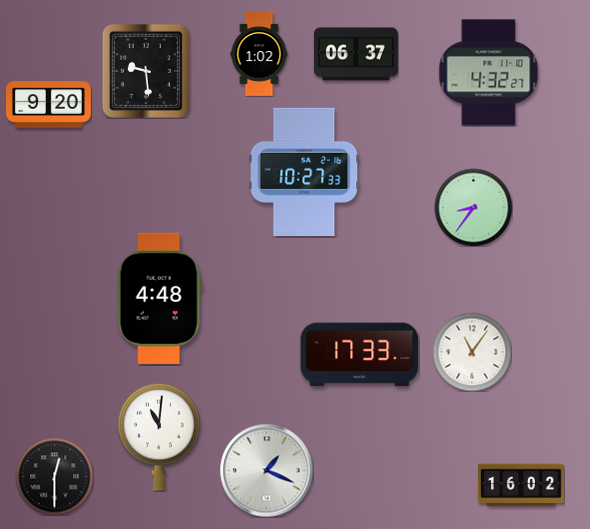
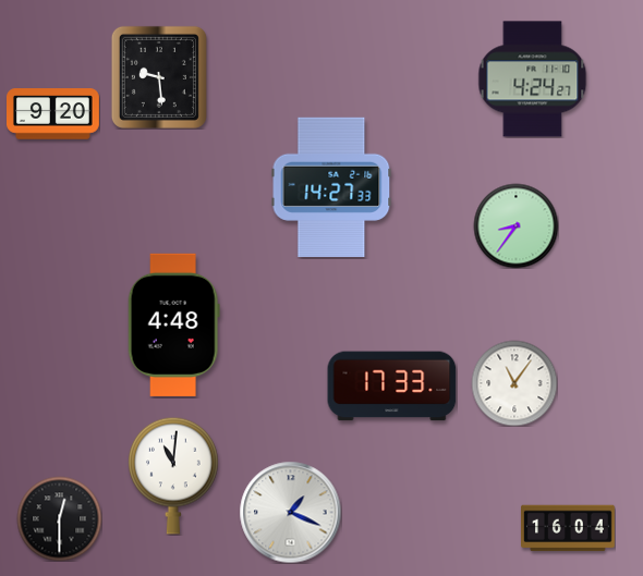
clock at (356, 54): 06:37 -> none
clock at (259, 55): 1:02 -> none
clock at (489, 73): 4:32 -> 4:24
clock at (304, 172): 10:27 -> 14:27
clock at (522, 485): 16:02 -> 16:04
